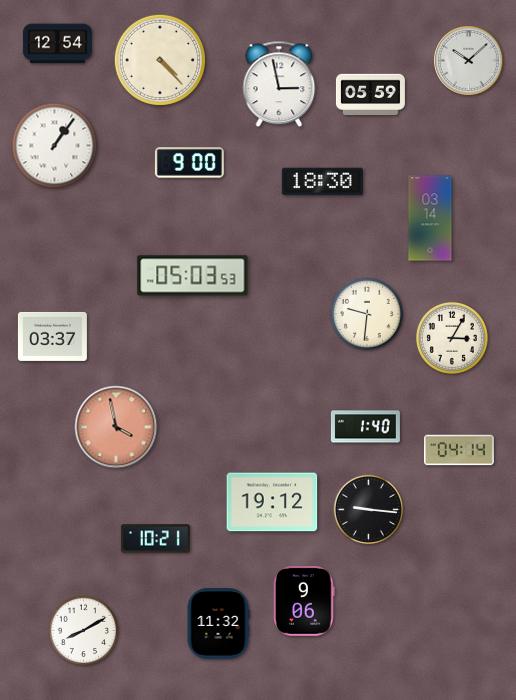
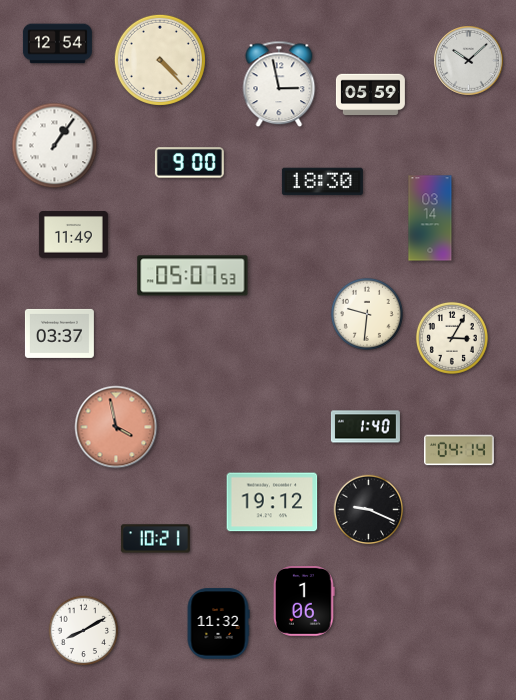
clock at (73, 235): none -> 11:49
clock at (193, 276): 05:03 -> 05:07
clock at (52, 336) position: (52, 336) -> (59, 333)
clock at (369, 510): 9:16 -> 9:19
clock at (304, 602): 9:06 -> 1:06
